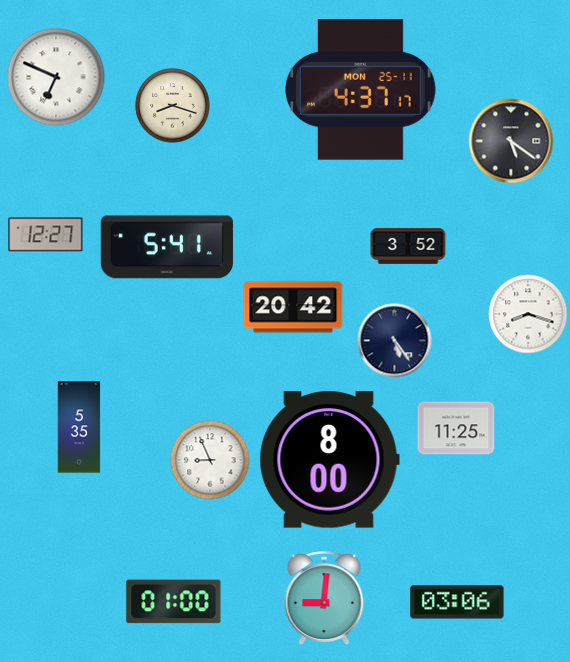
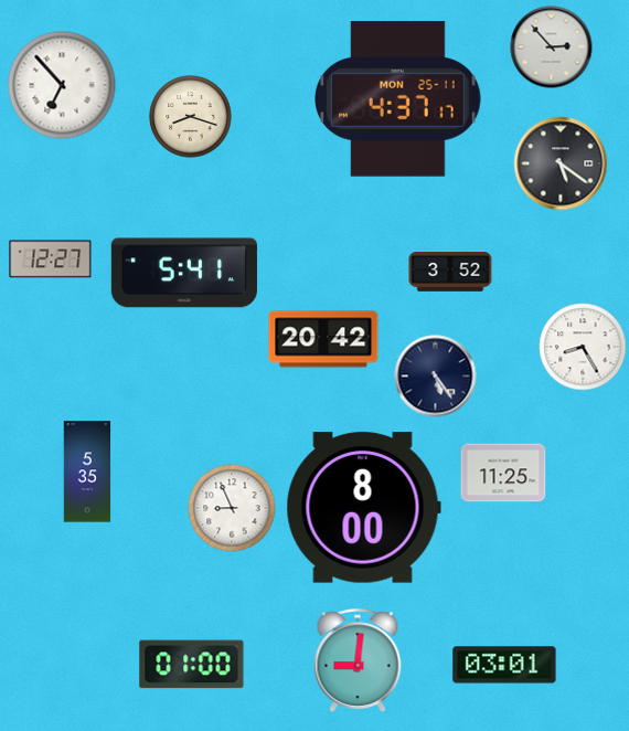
clock at (552, 47): none -> 2:53
clock at (56, 77): 6:49 -> 6:53
clock at (511, 141) position: (511, 141) -> (561, 163)
clock at (528, 314): 8:18 -> 8:25
clock at (457, 602): 03:06 -> 03:01
